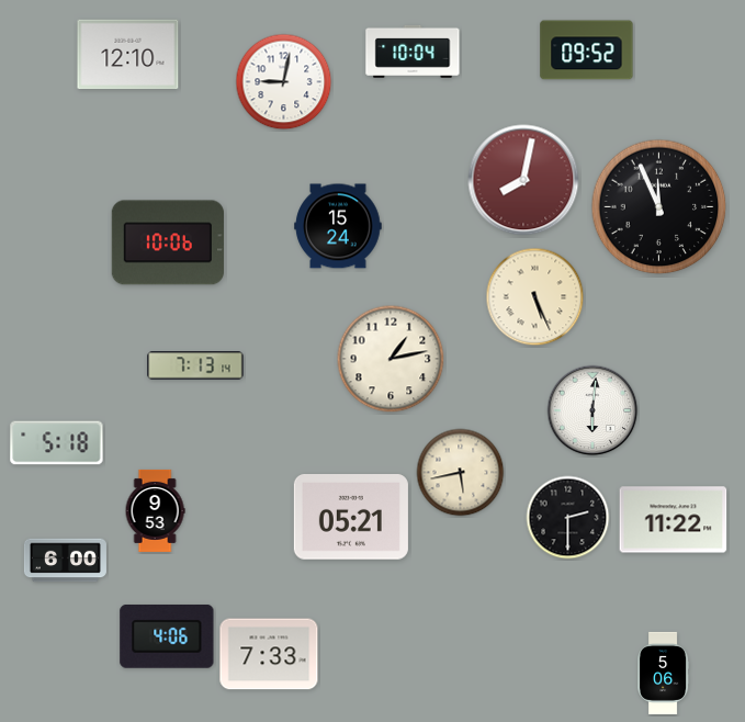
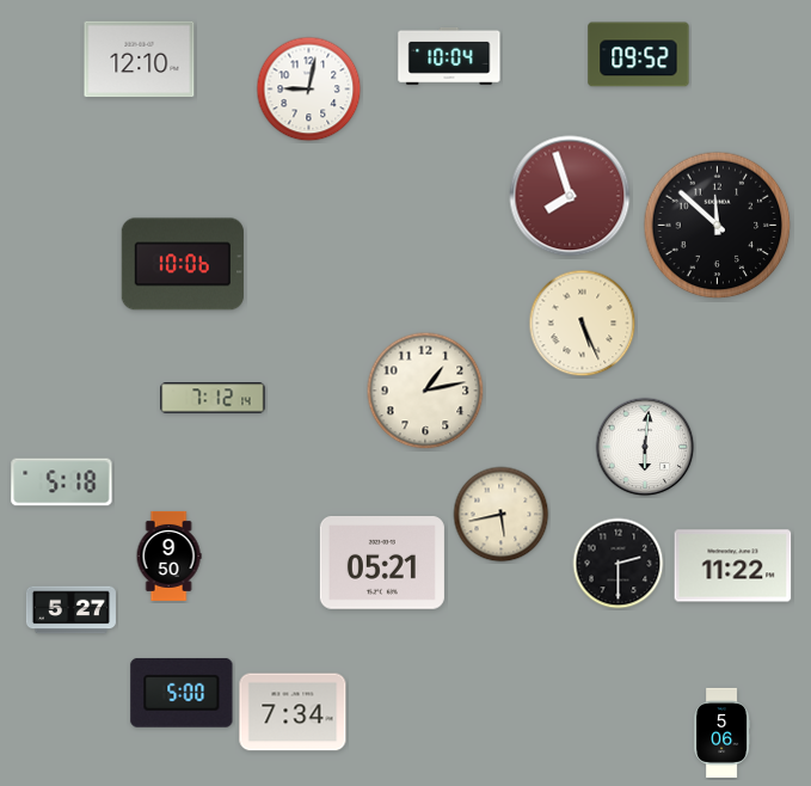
clock at (523, 180): 8:02 -> 7:57
clock at (659, 207): 11:56 -> 11:52
clock at (338, 226): 15:24 -> none
clock at (195, 365): 7:13 -> 7:12
clock at (155, 510): 9:53 -> 9:50
clock at (65, 561): 6:00 -> 5:27
clock at (167, 636): 4:06 -> 5:00
clock at (269, 654): 7:33 -> 7:34
